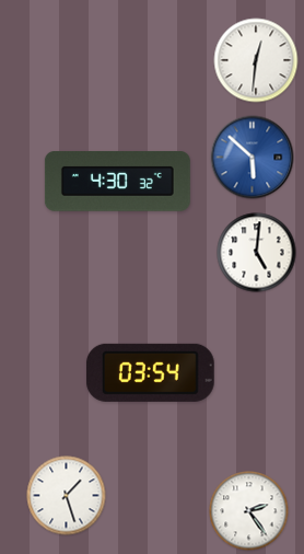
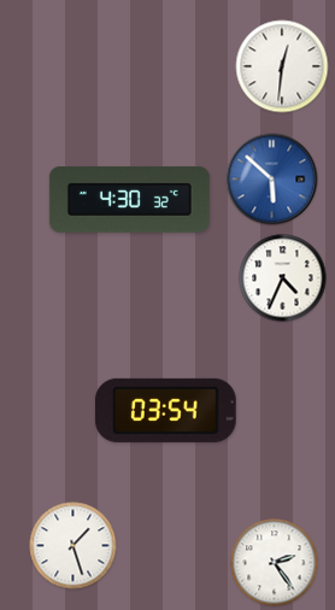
clock at (253, 158) position: (253, 158) -> (272, 180)
clock at (257, 253): 5:01 -> 4:34
